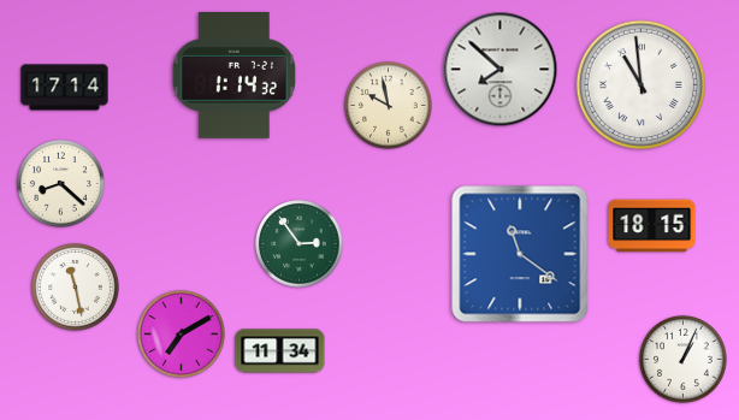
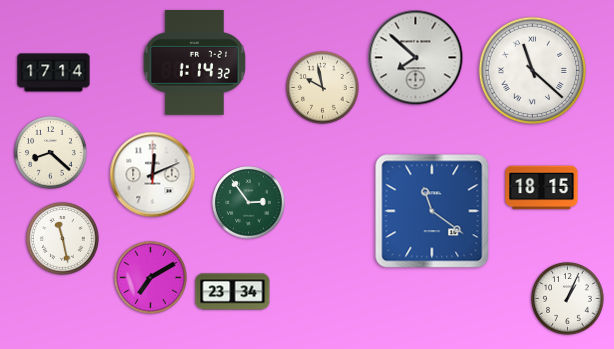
clock at (640, 84): 10:59 -> 11:22
clock at (153, 175): none -> 12:11
clock at (280, 351): 11:34 -> 23:34
